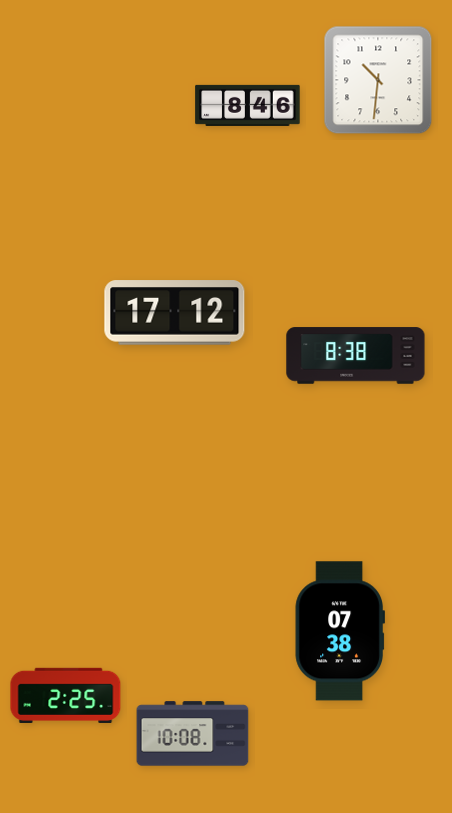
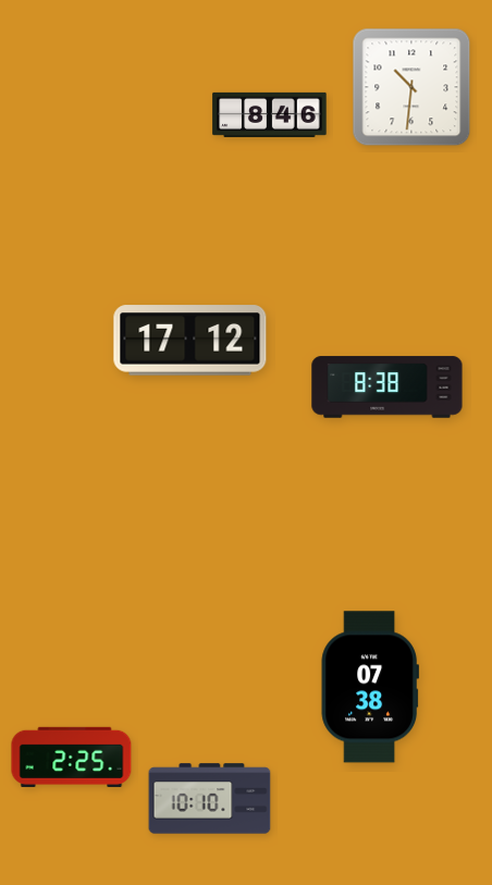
clock at (193, 734): 10:08 -> 10:10
